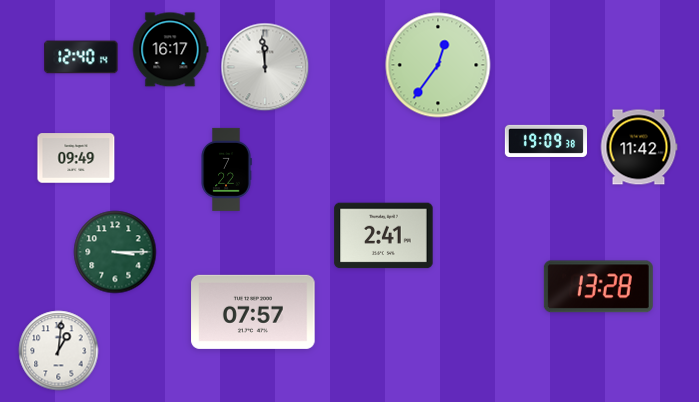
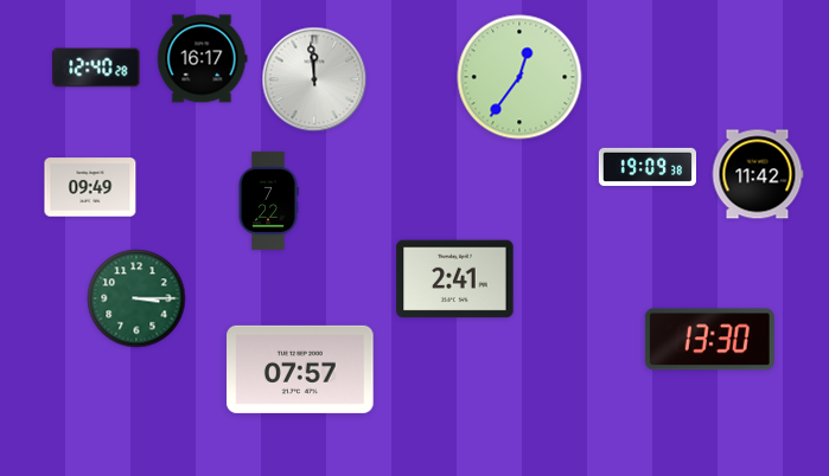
clock at (81, 57): 12:40:14 -> 12:40:28
clock at (598, 287): 13:28 -> 13:30
clock at (59, 351): 1:01 -> none
